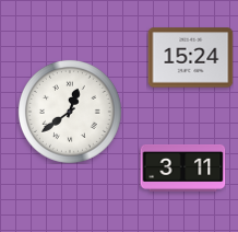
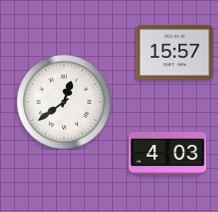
clock at (190, 58): 15:24 -> 15:57
clock at (182, 169): 3:11 -> 4:03
